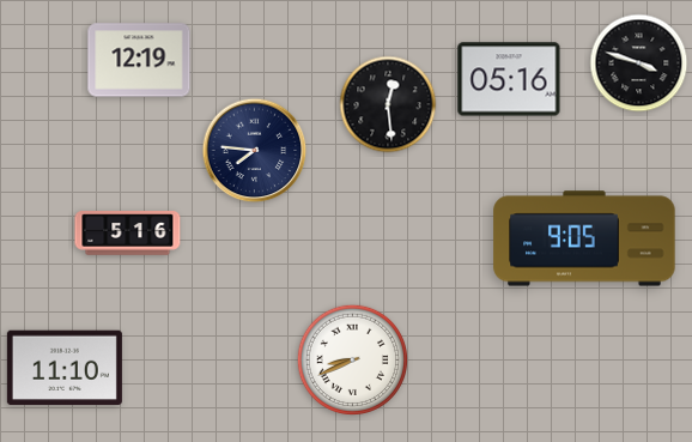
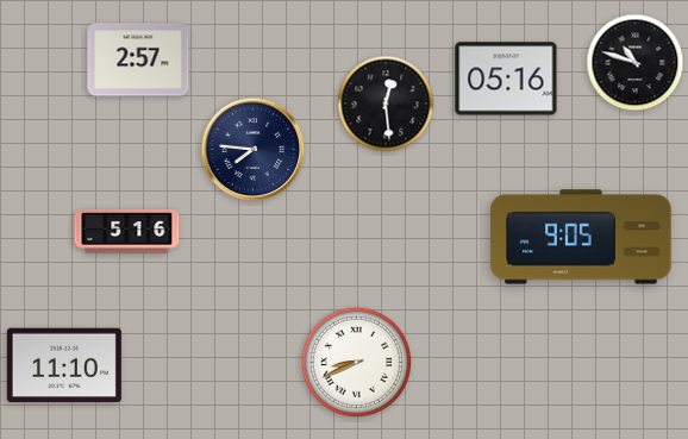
clock at (139, 60): 12:19 -> 2:57
clock at (639, 63): 3:48 -> 10:48
clock at (352, 359) position: (352, 359) -> (356, 362)
